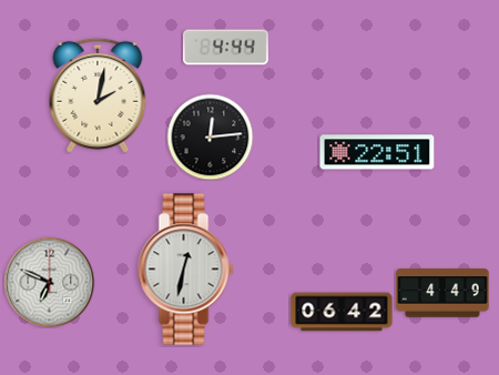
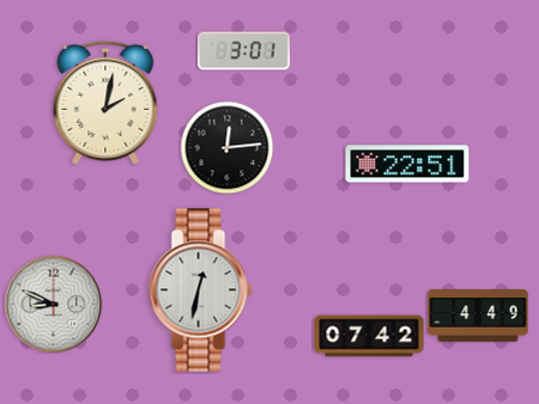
clock at (226, 48): 4:44 -> 3:01
clock at (49, 282): 6:49 -> 8:49
clock at (342, 312): 06:42 -> 07:42
